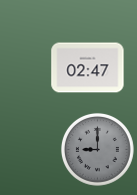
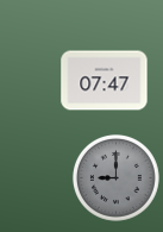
clock at (88, 68): 02:47 -> 07:47
